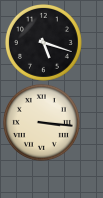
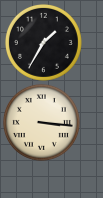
clock at (43, 42): 5:18 -> 1:35
